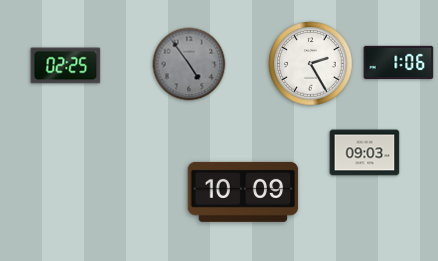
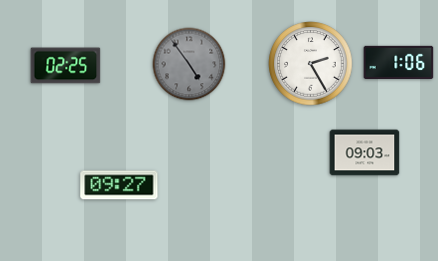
clock at (119, 185): none -> 09:27
clock at (243, 192): 10:09 -> none
